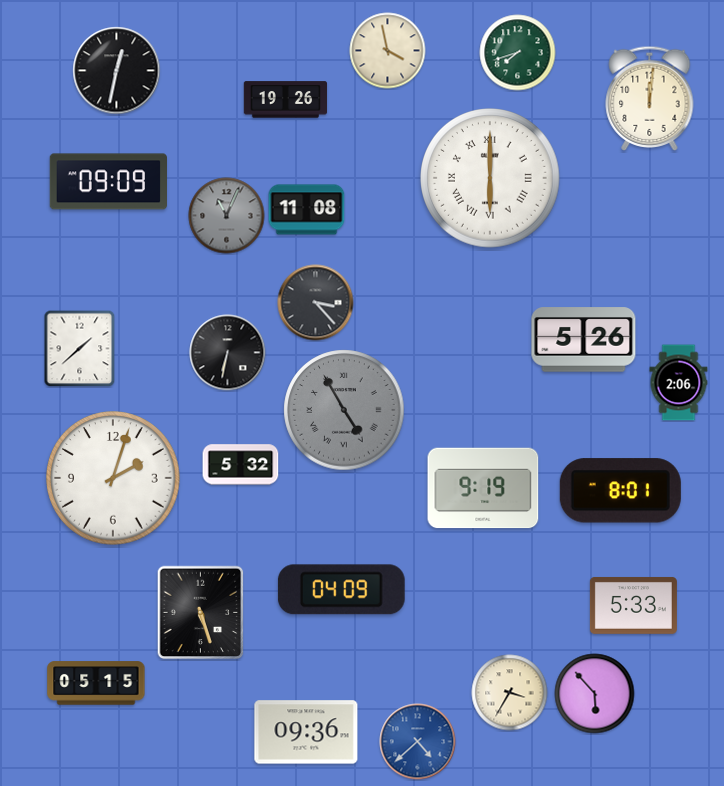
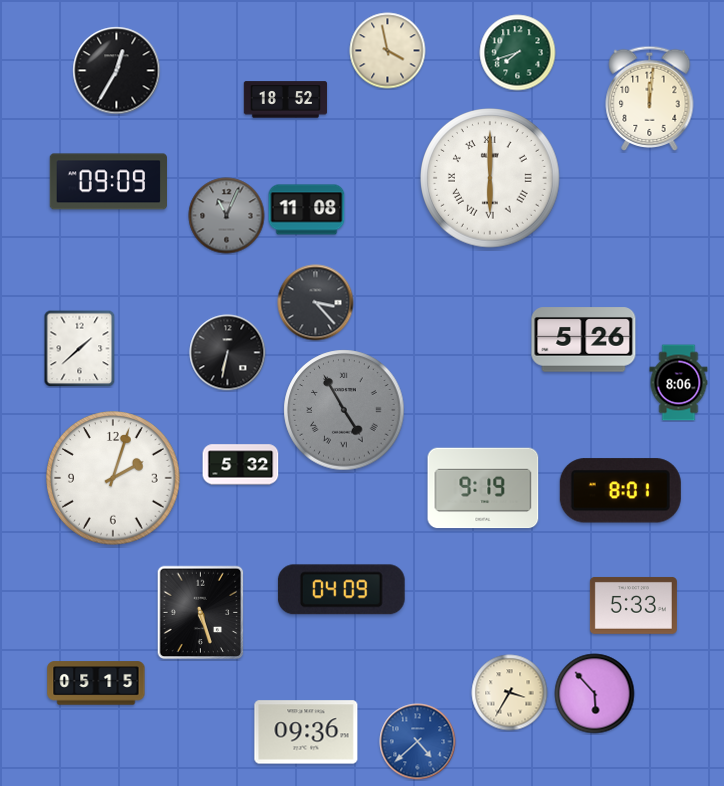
clock at (117, 71): 12:32 -> 12:35
clock at (286, 100): 19:26 -> 18:52
clock at (679, 383): 2:06 -> 8:06
